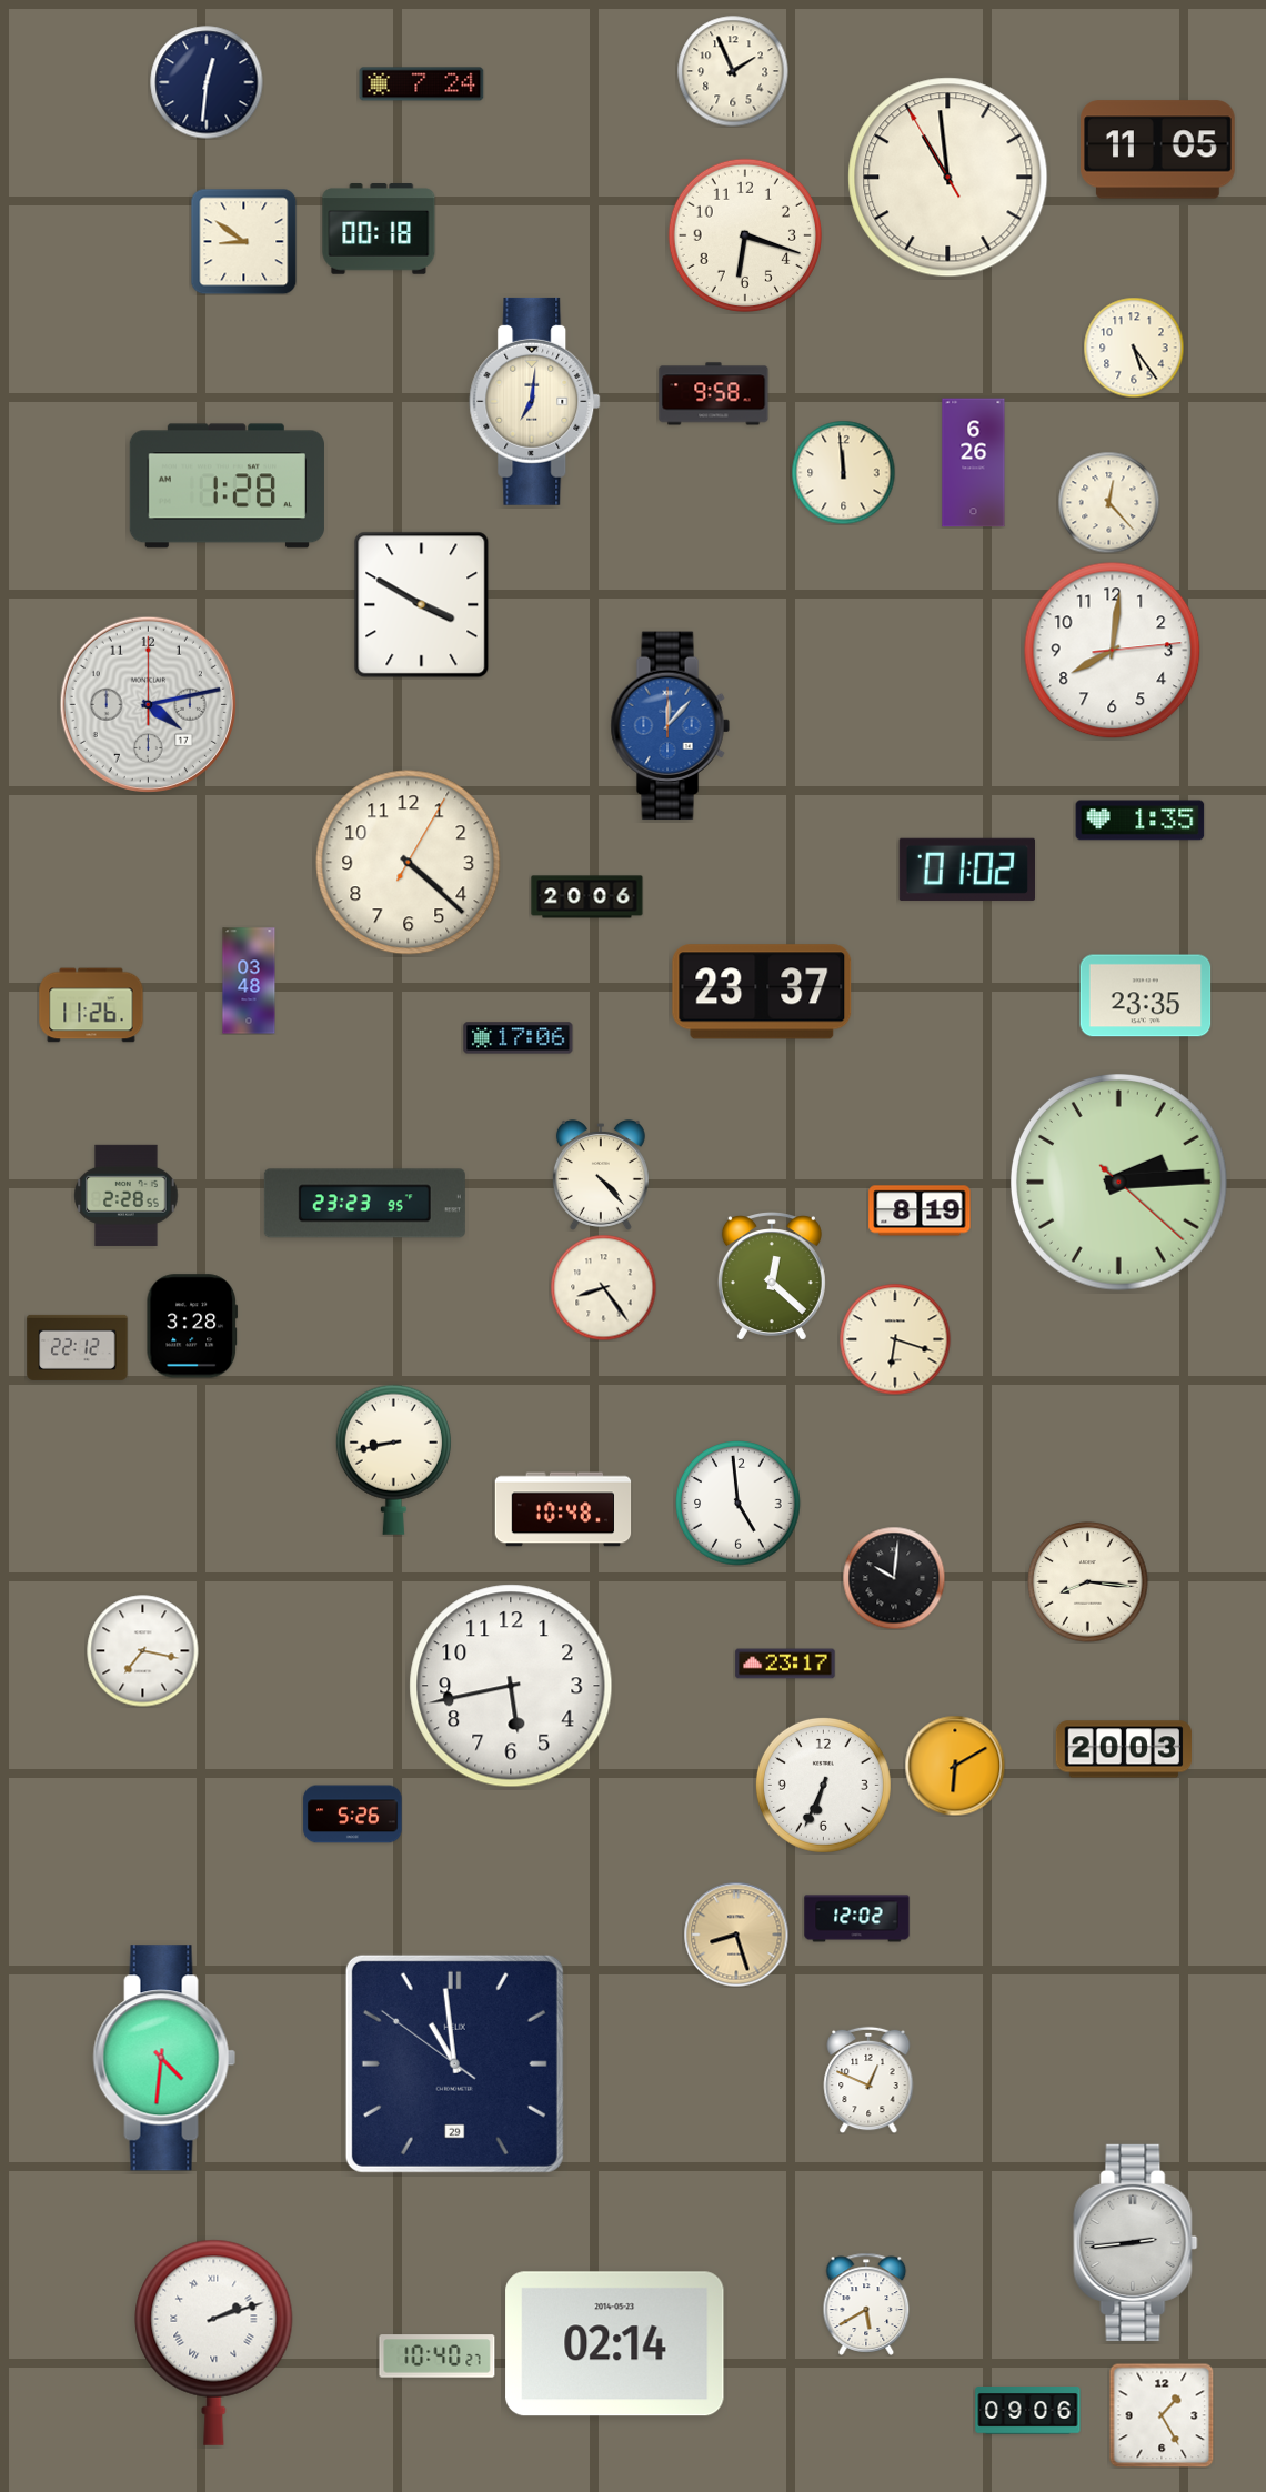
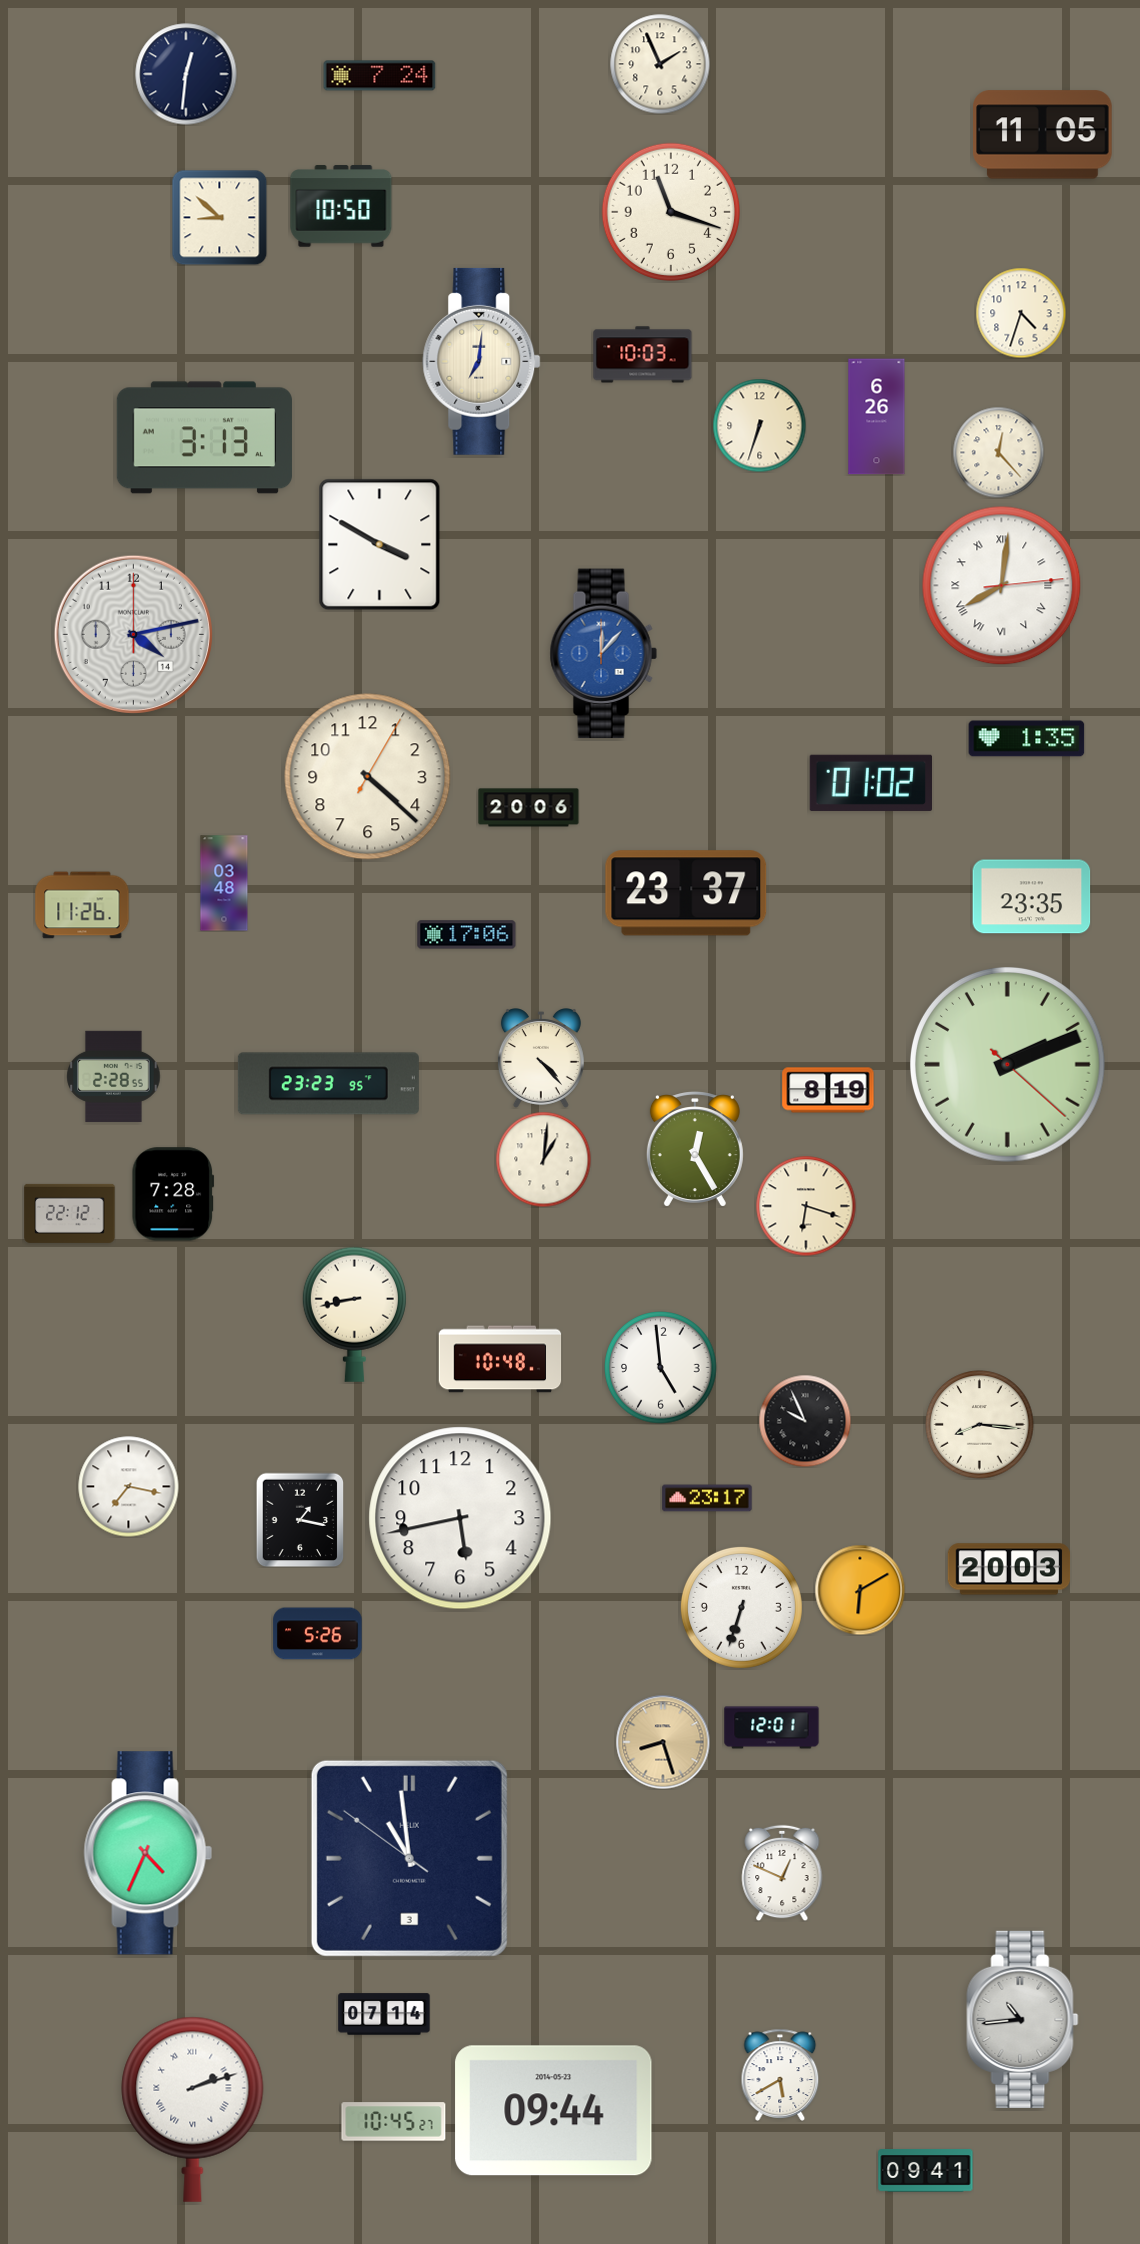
clock at (948, 178): 10:58 -> none
clock at (379, 229): 00:18 -> 10:50
clock at (745, 235): 6:18 -> 11:18
clock at (243, 241): 8:51 -> 8:52
clock at (1134, 348): 5:24 -> 4:33
clock at (714, 394): 9:58 -> 10:03
clock at (843, 472): 11:59 -> 6:33
clock at (227, 486): 1:28 -> 3:13
clock at (1113, 651) numerals: Arabic -> Roman
clock at (148, 704) date: 17 -> 14
clock at (1119, 1183): 2:14 -> 2:11
clock at (772, 1276): 12:22 -> 12:25
clock at (603, 1287): 8:24 -> 1:01
clock at (192, 1326): 3:28 -> 7:28
clock at (738, 1504) position: (738, 1504) -> (661, 1368)
clock at (563, 1509) position: (563, 1509) -> (500, 1359)
clock at (894, 1578): 10:01 -> 9:56
clock at (300, 1520): none -> 1:17
clock at (1124, 1749) position: (1124, 1749) -> (1009, 1569)
clock at (823, 1785): 6:34 -> 6:33
clock at (857, 1919): 12:02 -> 12:01
clock at (164, 2058): 4:31 -> 4:34
clock at (454, 2063) date: 29 -> 3
clock at (384, 2014): none -> 07:14
clock at (1136, 2242): 2:44 -> 10:44
clock at (615, 2344): 02:14 -> 09:44
clock at (438, 2357): 10:40 -> 10:45
clock at (1028, 2411): 09:06 -> 09:41
clock at (1162, 2415): 1:25 -> none
